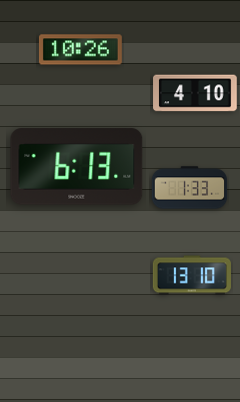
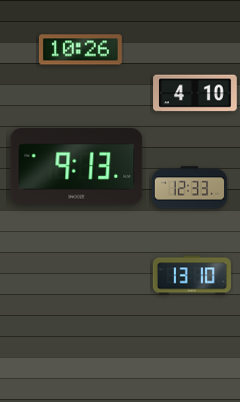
clock at (77, 167): 6:13 -> 9:13
clock at (190, 188): 1:33 -> 12:33
